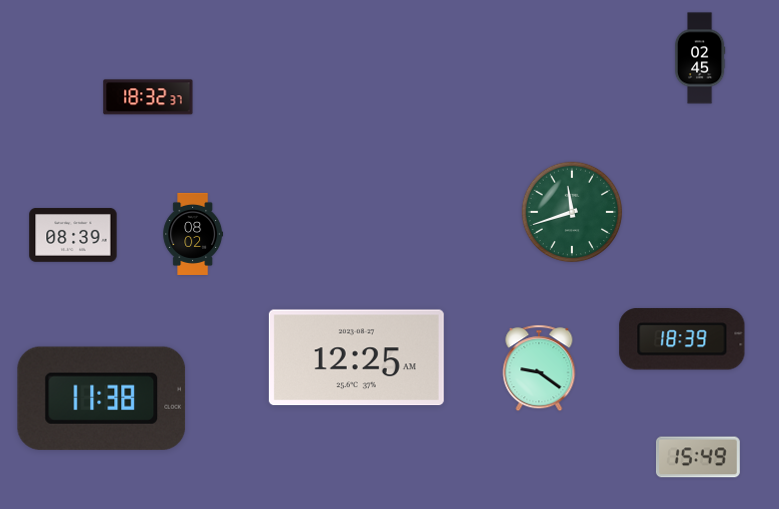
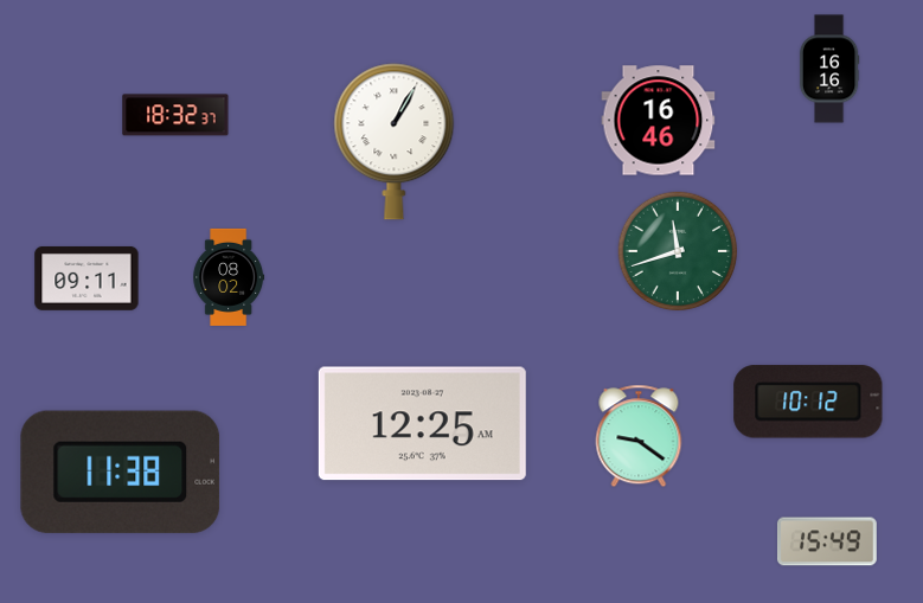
clock at (700, 58): 02:45 -> 16:16
clock at (659, 121): none -> 16:46
clock at (395, 142): none -> 1:05
clock at (73, 235): 08:39 -> 09:11
clock at (682, 339): 18:39 -> 10:12
